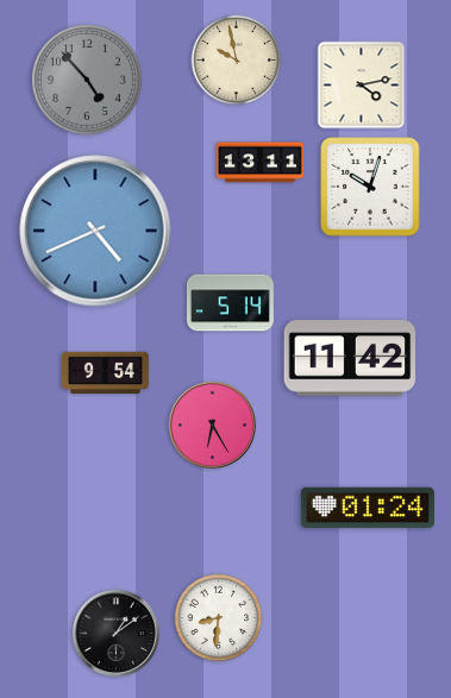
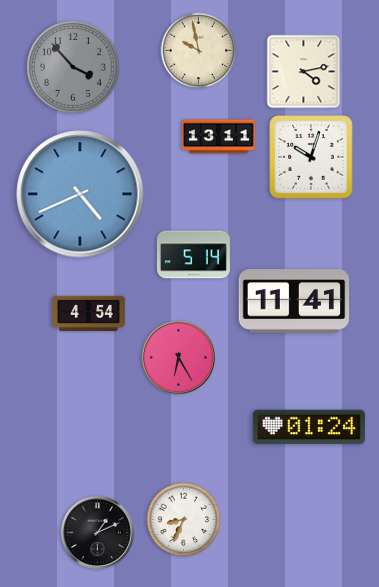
clock at (88, 81): 4:53 -> 3:53
clock at (350, 358): 11:42 -> 11:41
clock at (105, 373): 9:54 -> 4:54
clock at (219, 618): 8:31 -> 8:34
clock at (115, 633): 1:09 -> 1:11
